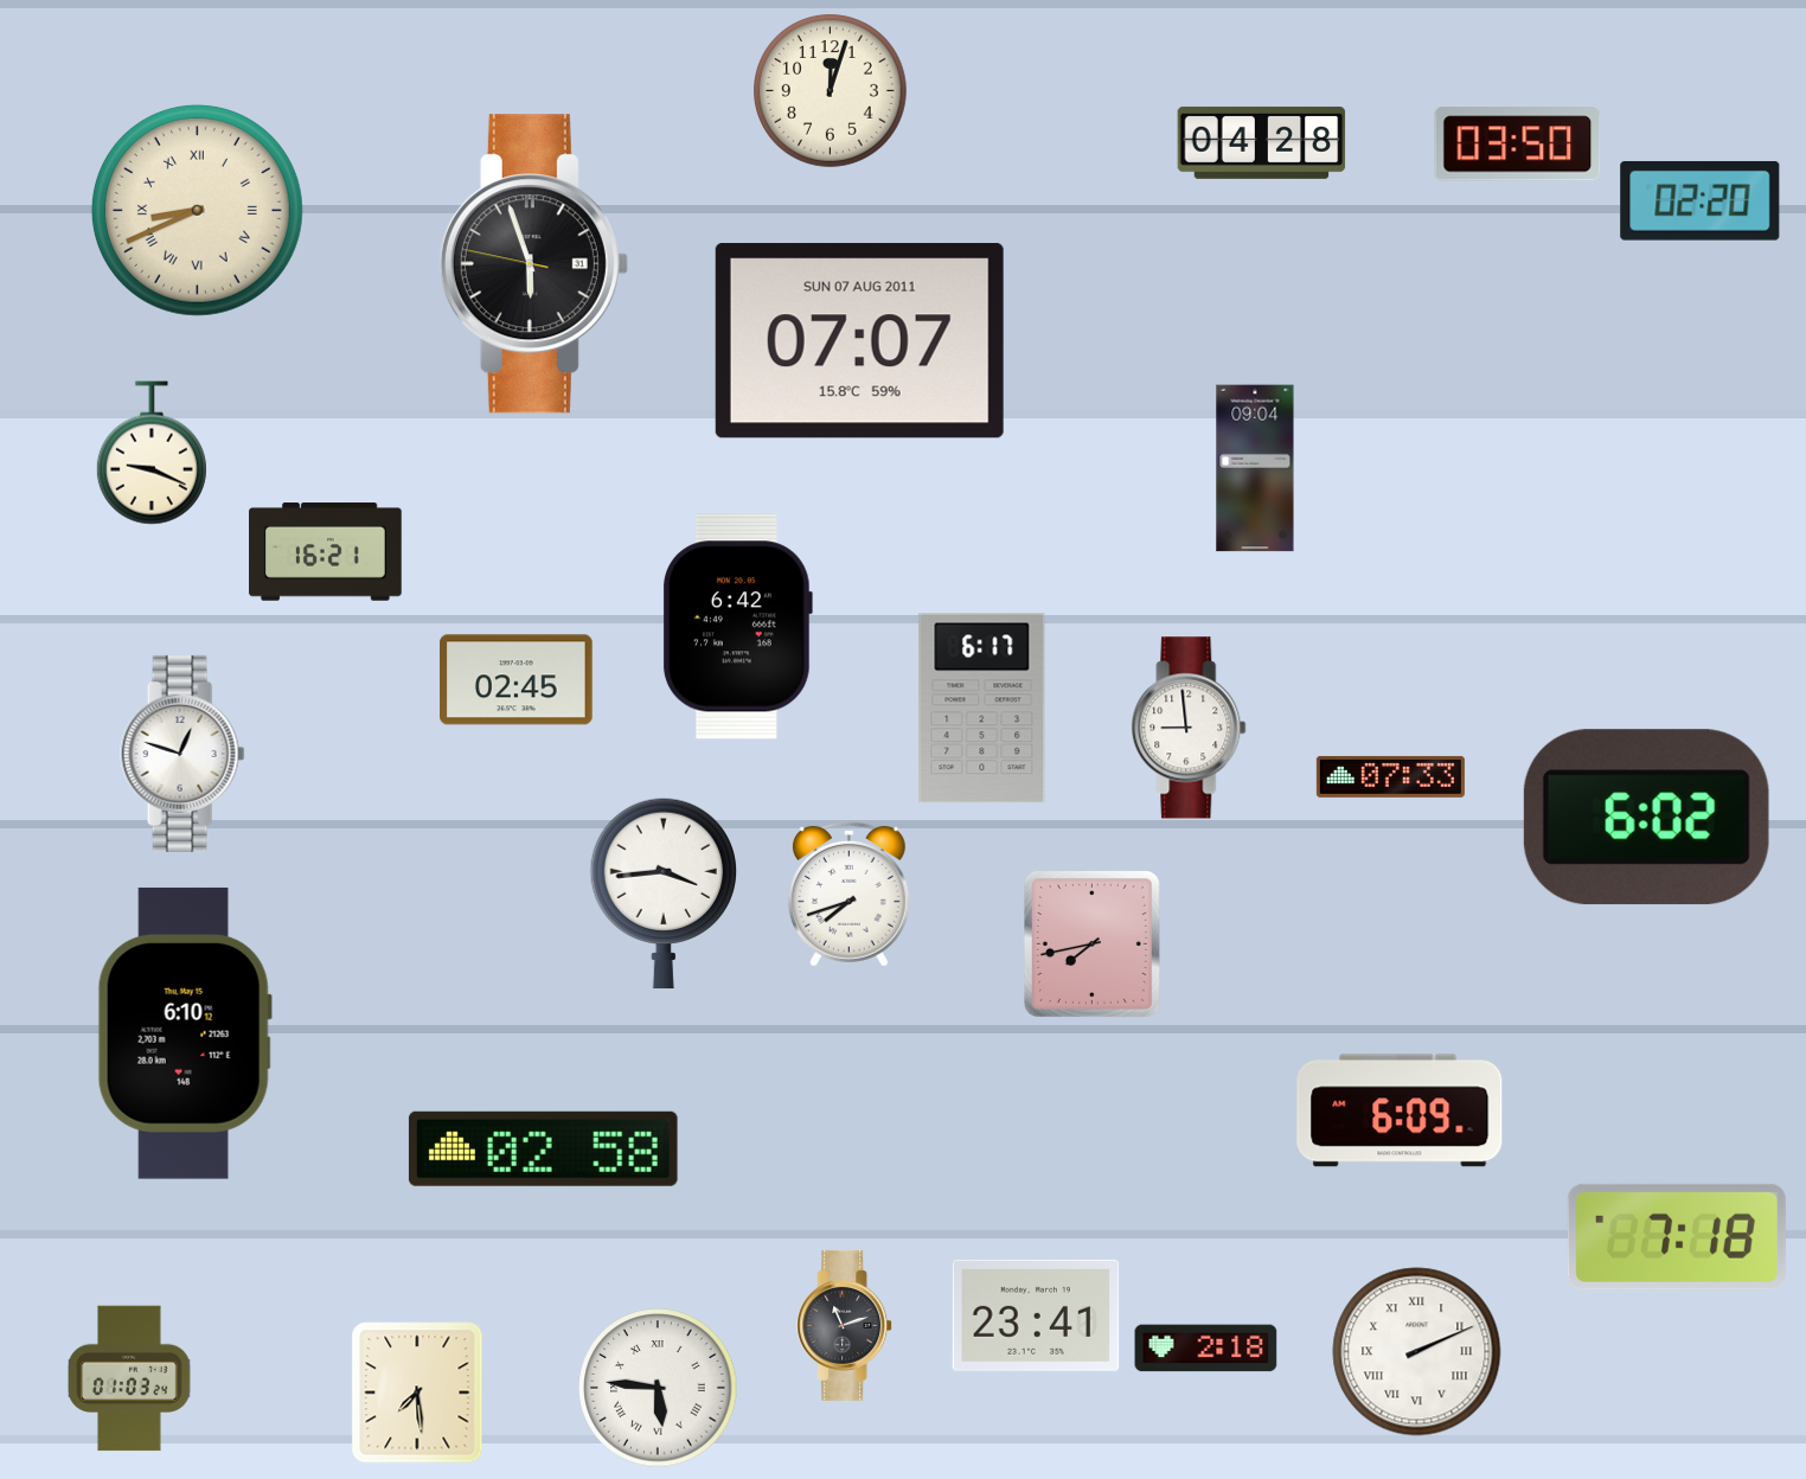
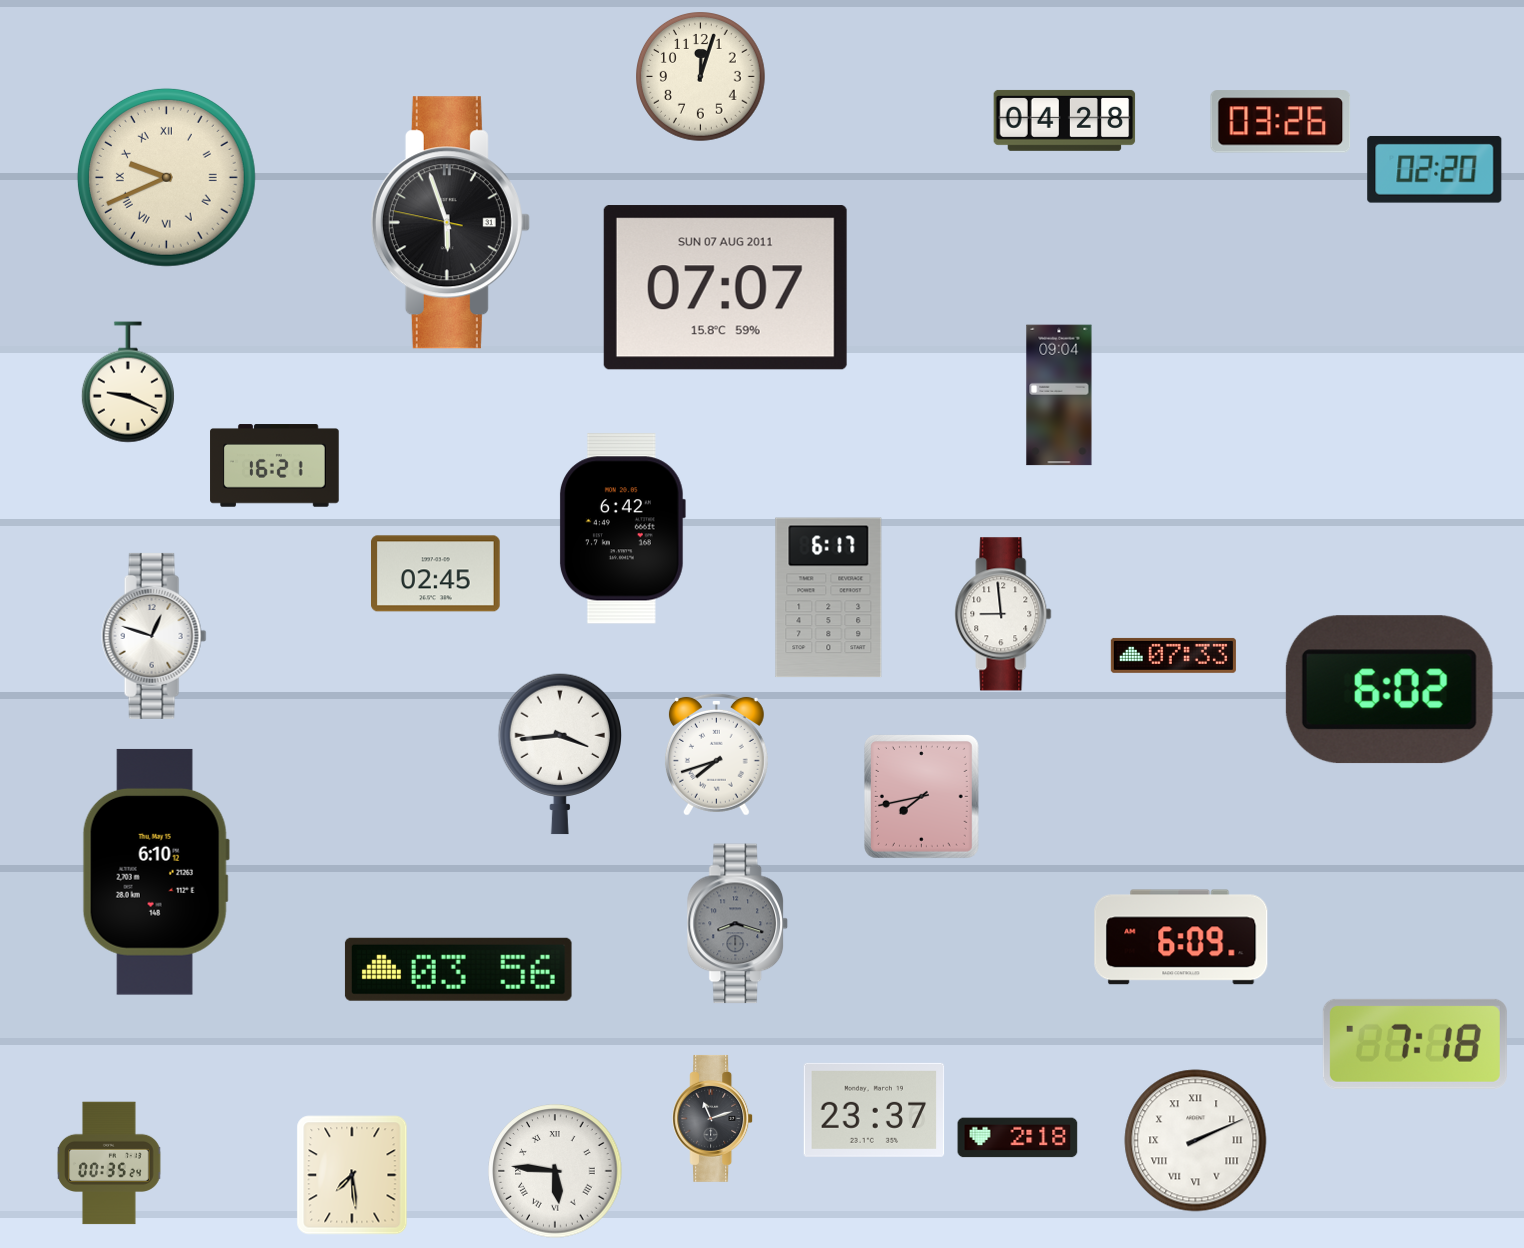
clock at (1518, 145): 03:50 -> 03:26
clock at (197, 210): 8:41 -> 9:41
clock at (737, 924): none -> 8:18
clock at (543, 1148): 02:58 -> 03:56
clock at (1036, 1315): 23:41 -> 23:37
clock at (129, 1378): 01:03 -> 00:35
